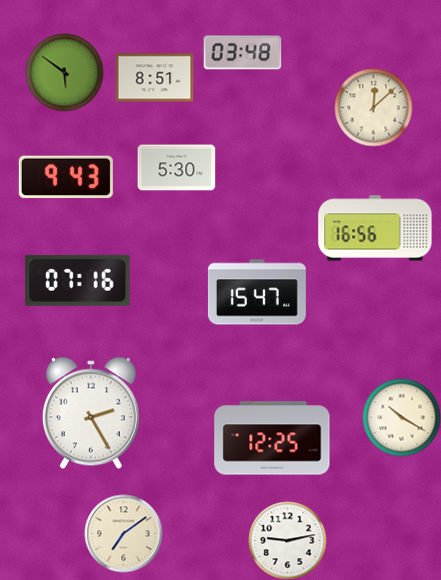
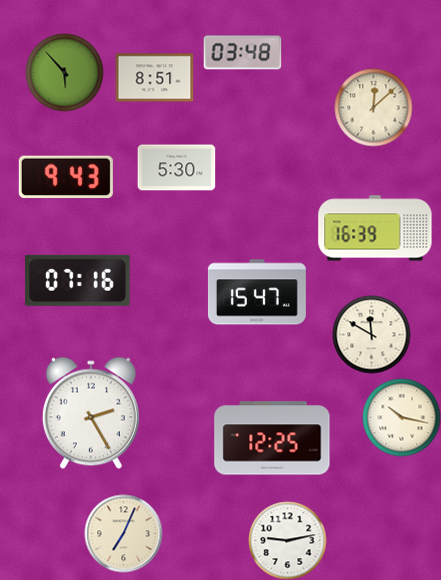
clock at (64, 72): 5:51 -> 5:53
clock at (375, 228): 16:56 -> 16:39
clock at (371, 334): none -> 11:50
clock at (401, 417): 10:20 -> 10:17
clock at (123, 533): 7:09 -> 7:04
